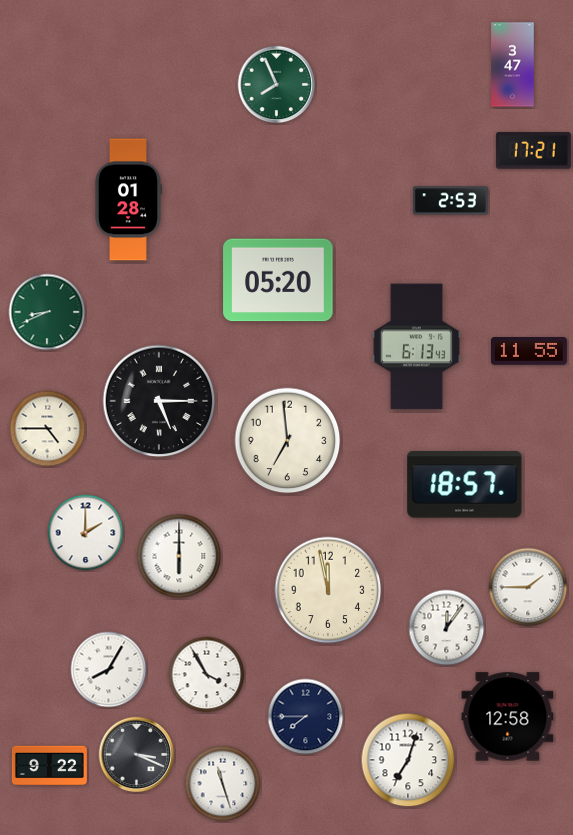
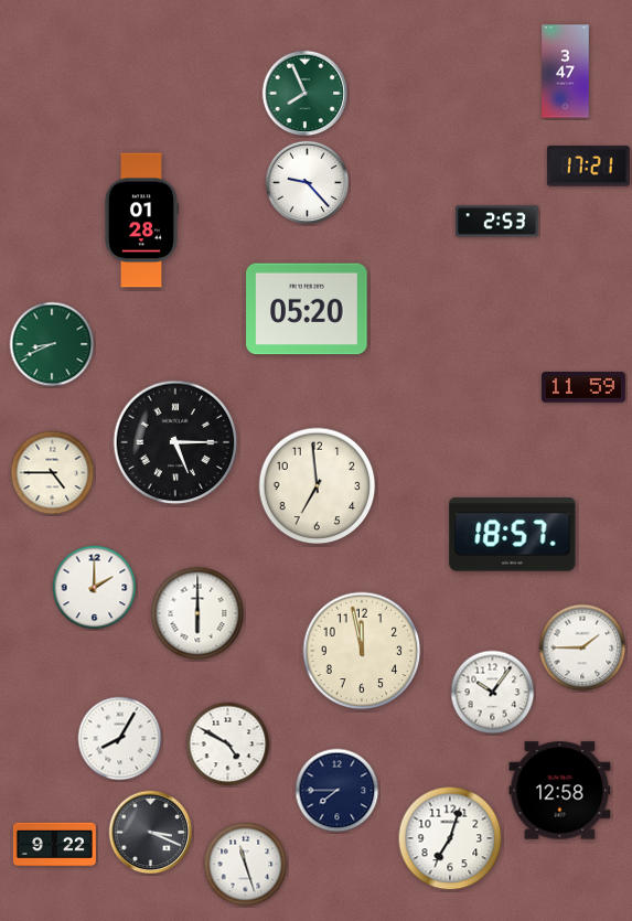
clock at (308, 183): none -> 9:23
clock at (416, 347): 6:13 -> none
clock at (529, 351): 11:55 -> 11:59
clock at (447, 628): 12:06 -> 10:06
clock at (207, 675): 3:55 -> 4:50
